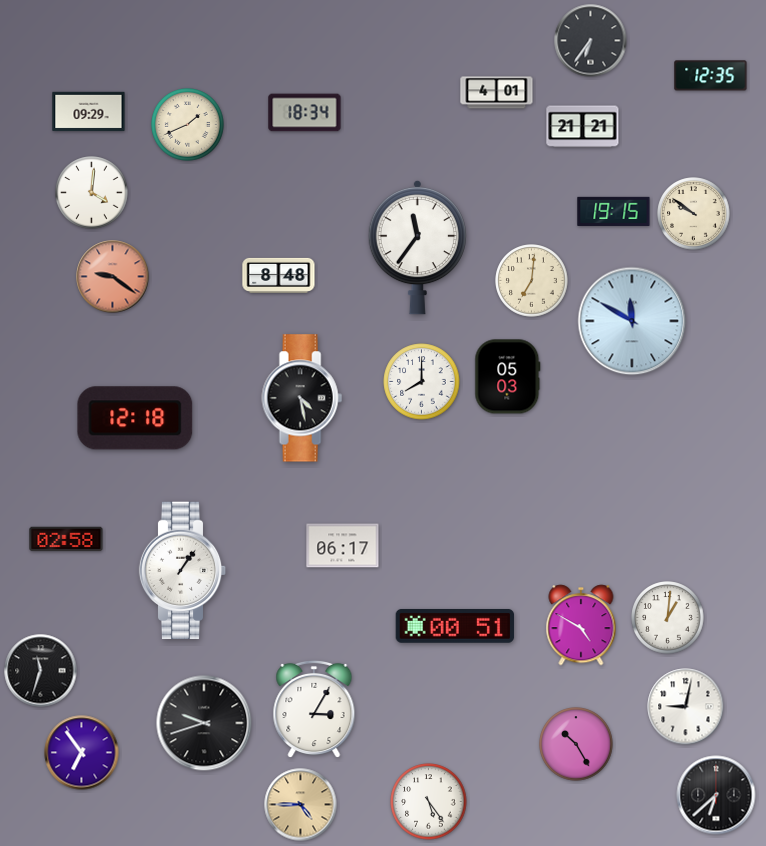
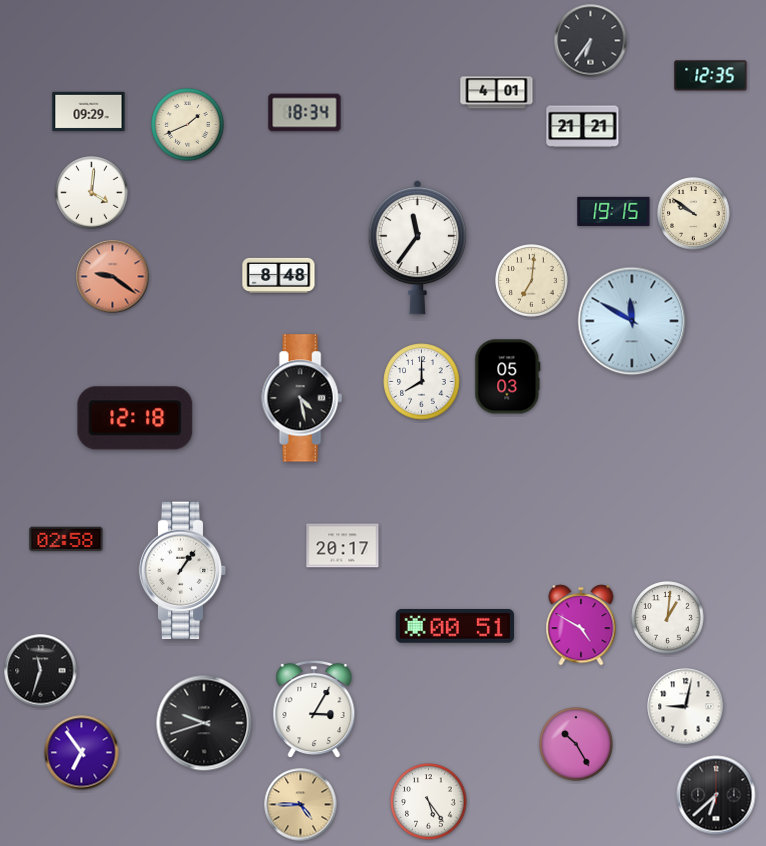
clock at (343, 546): 06:17 -> 20:17
